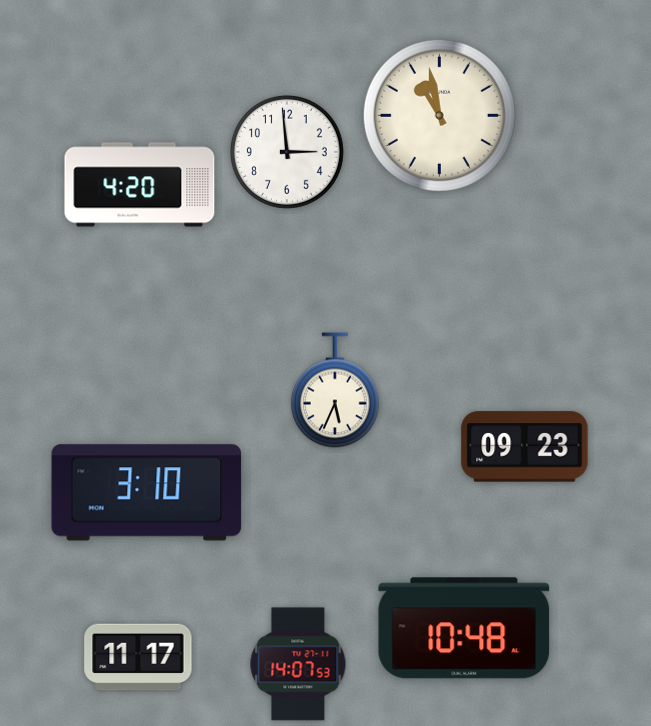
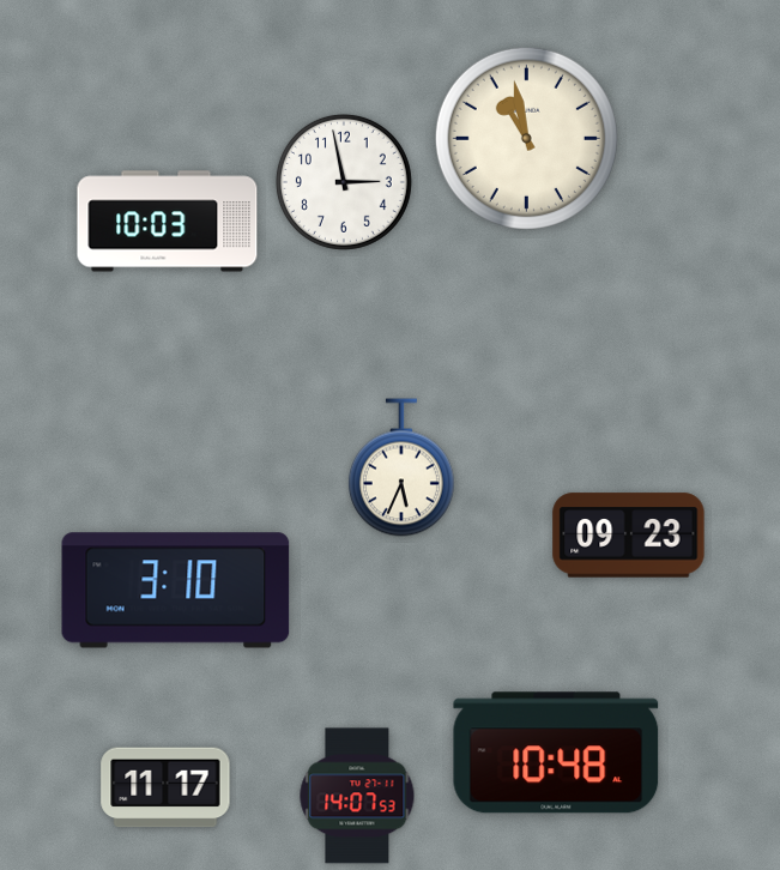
clock at (287, 152): 2:59 -> 2:58
clock at (140, 185): 4:20 -> 10:03
